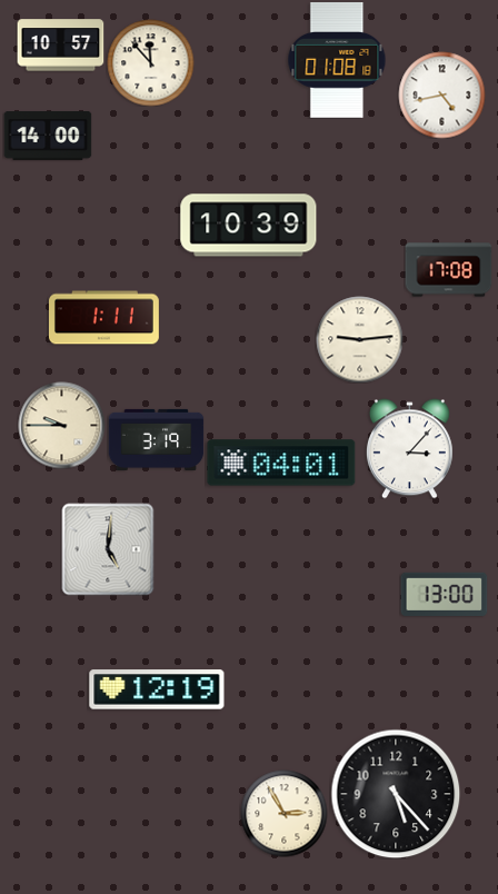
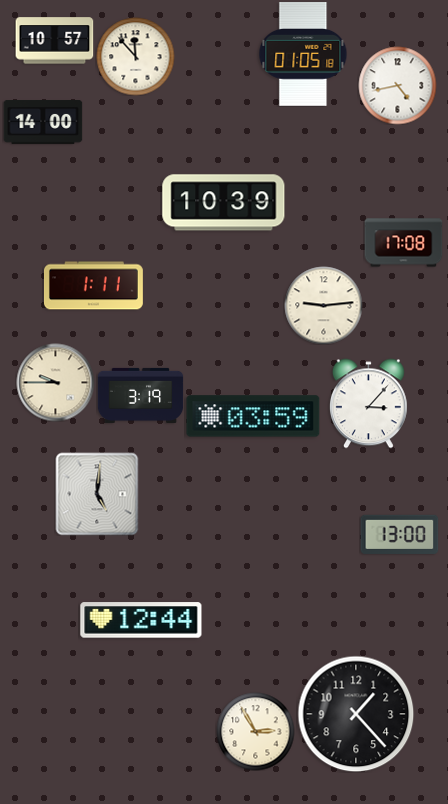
clock at (337, 61): 01:08 -> 01:05
clock at (281, 463): 04:01 -> 03:59
clock at (157, 689): 12:19 -> 12:44
clock at (396, 794): 5:23 -> 1:23
